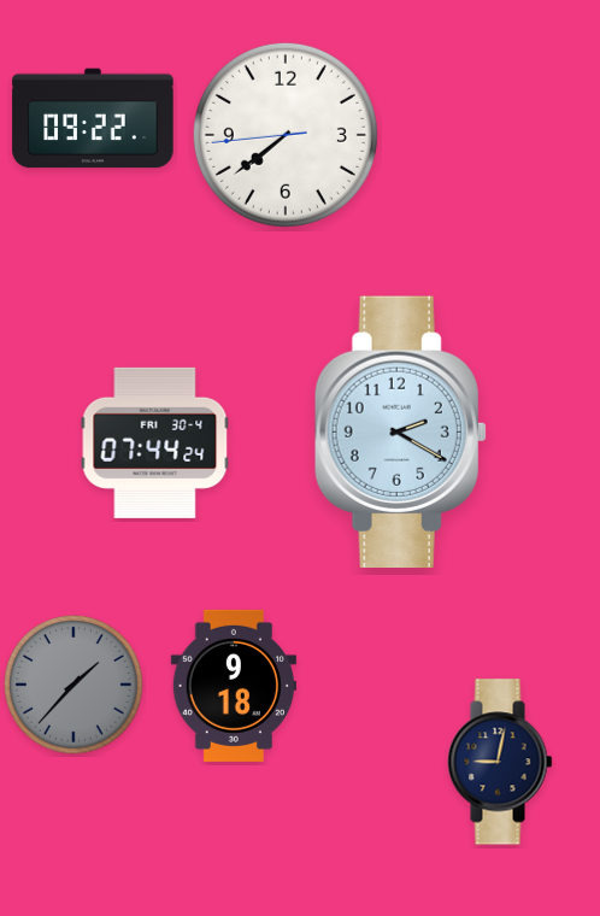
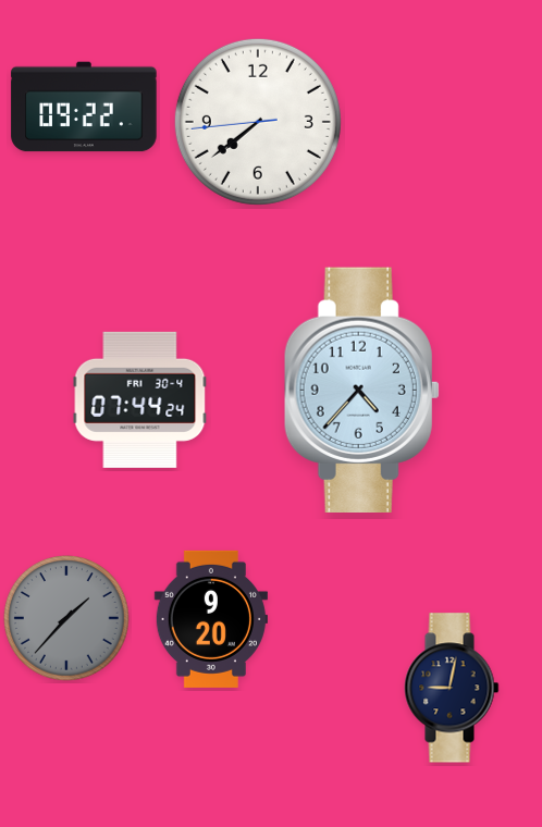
clock at (400, 431): 2:20 -> 4:37
clock at (234, 686): 9:18 -> 9:20
